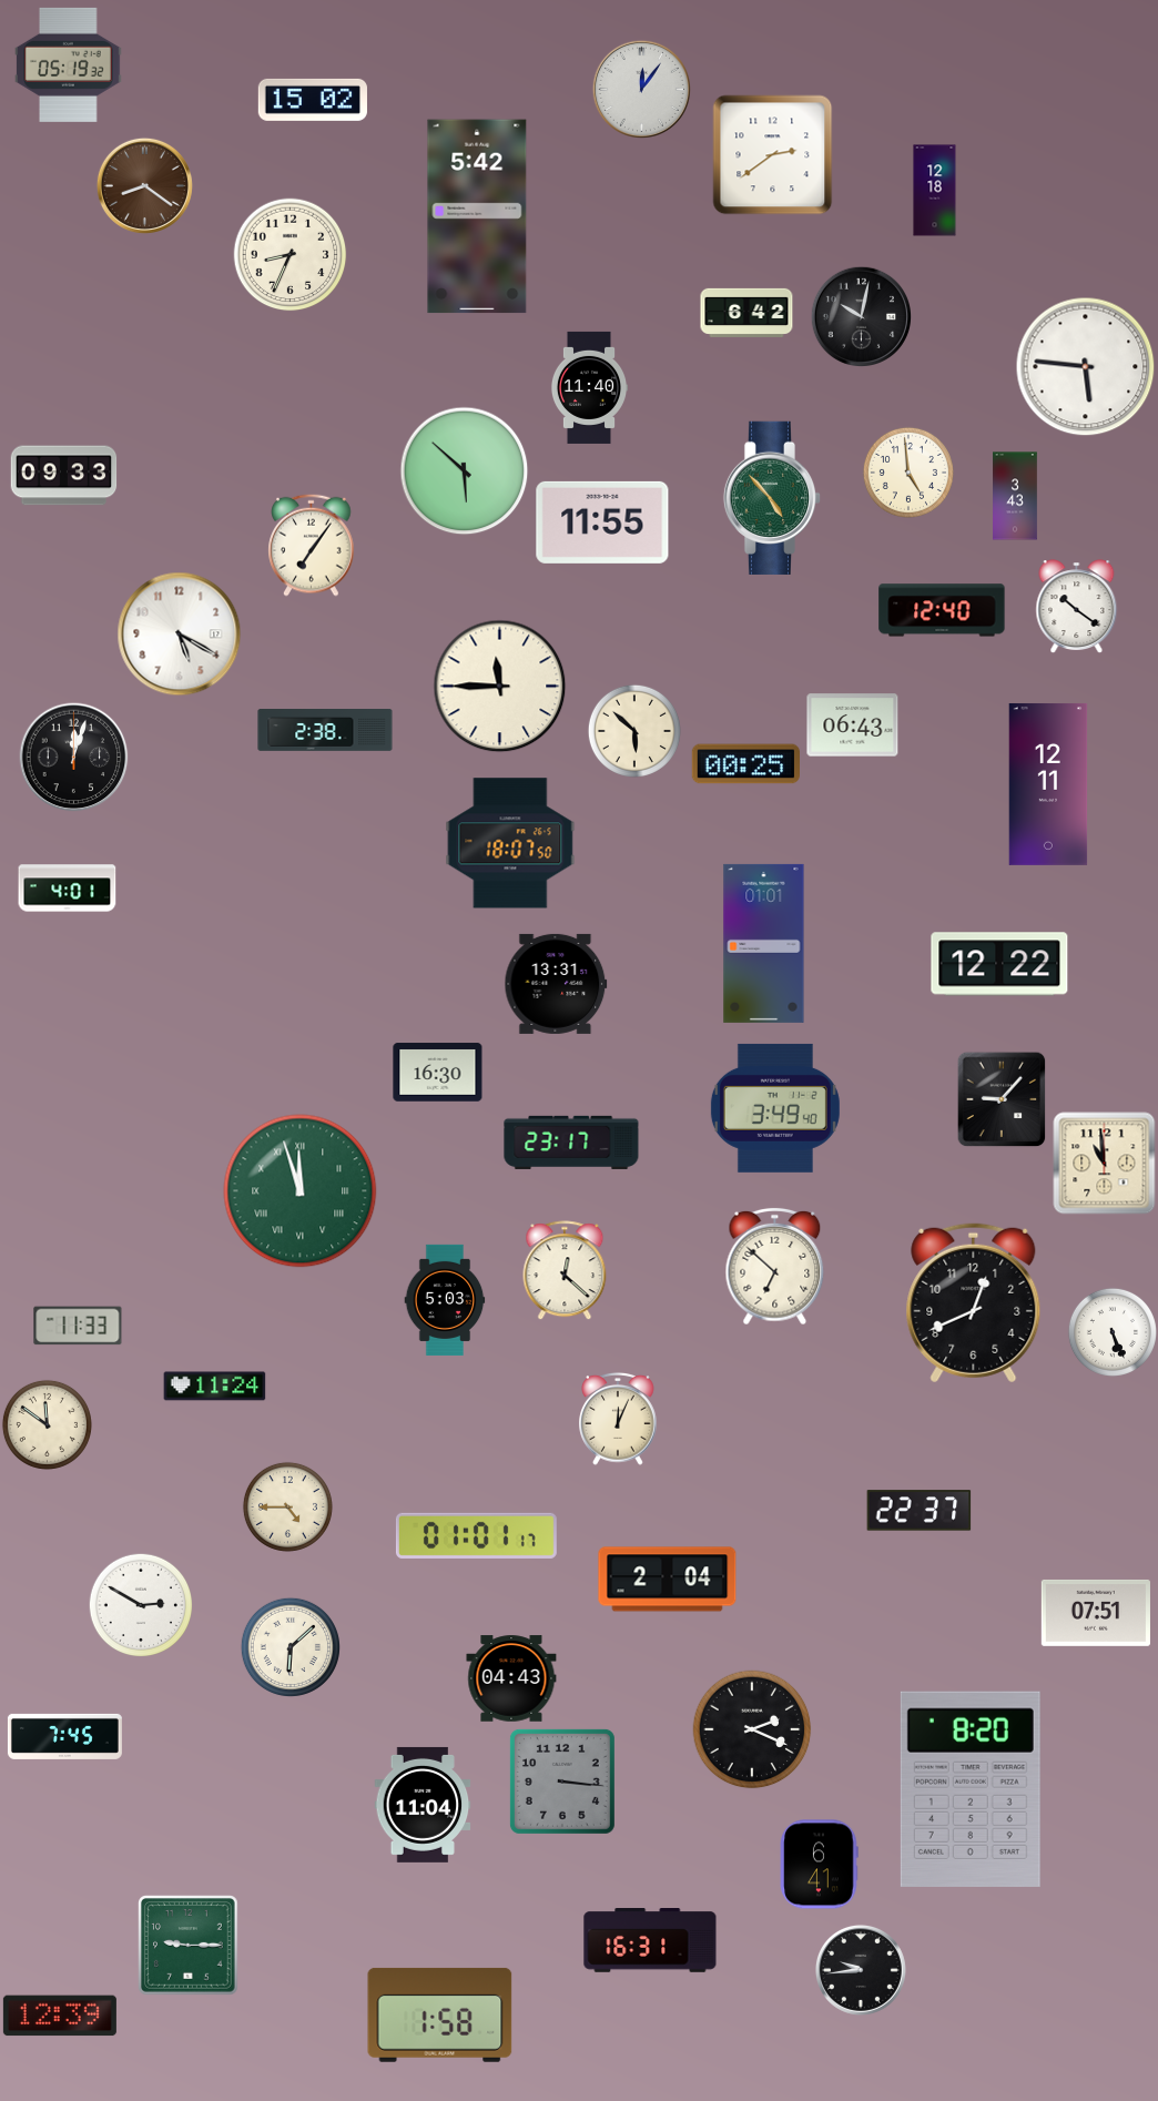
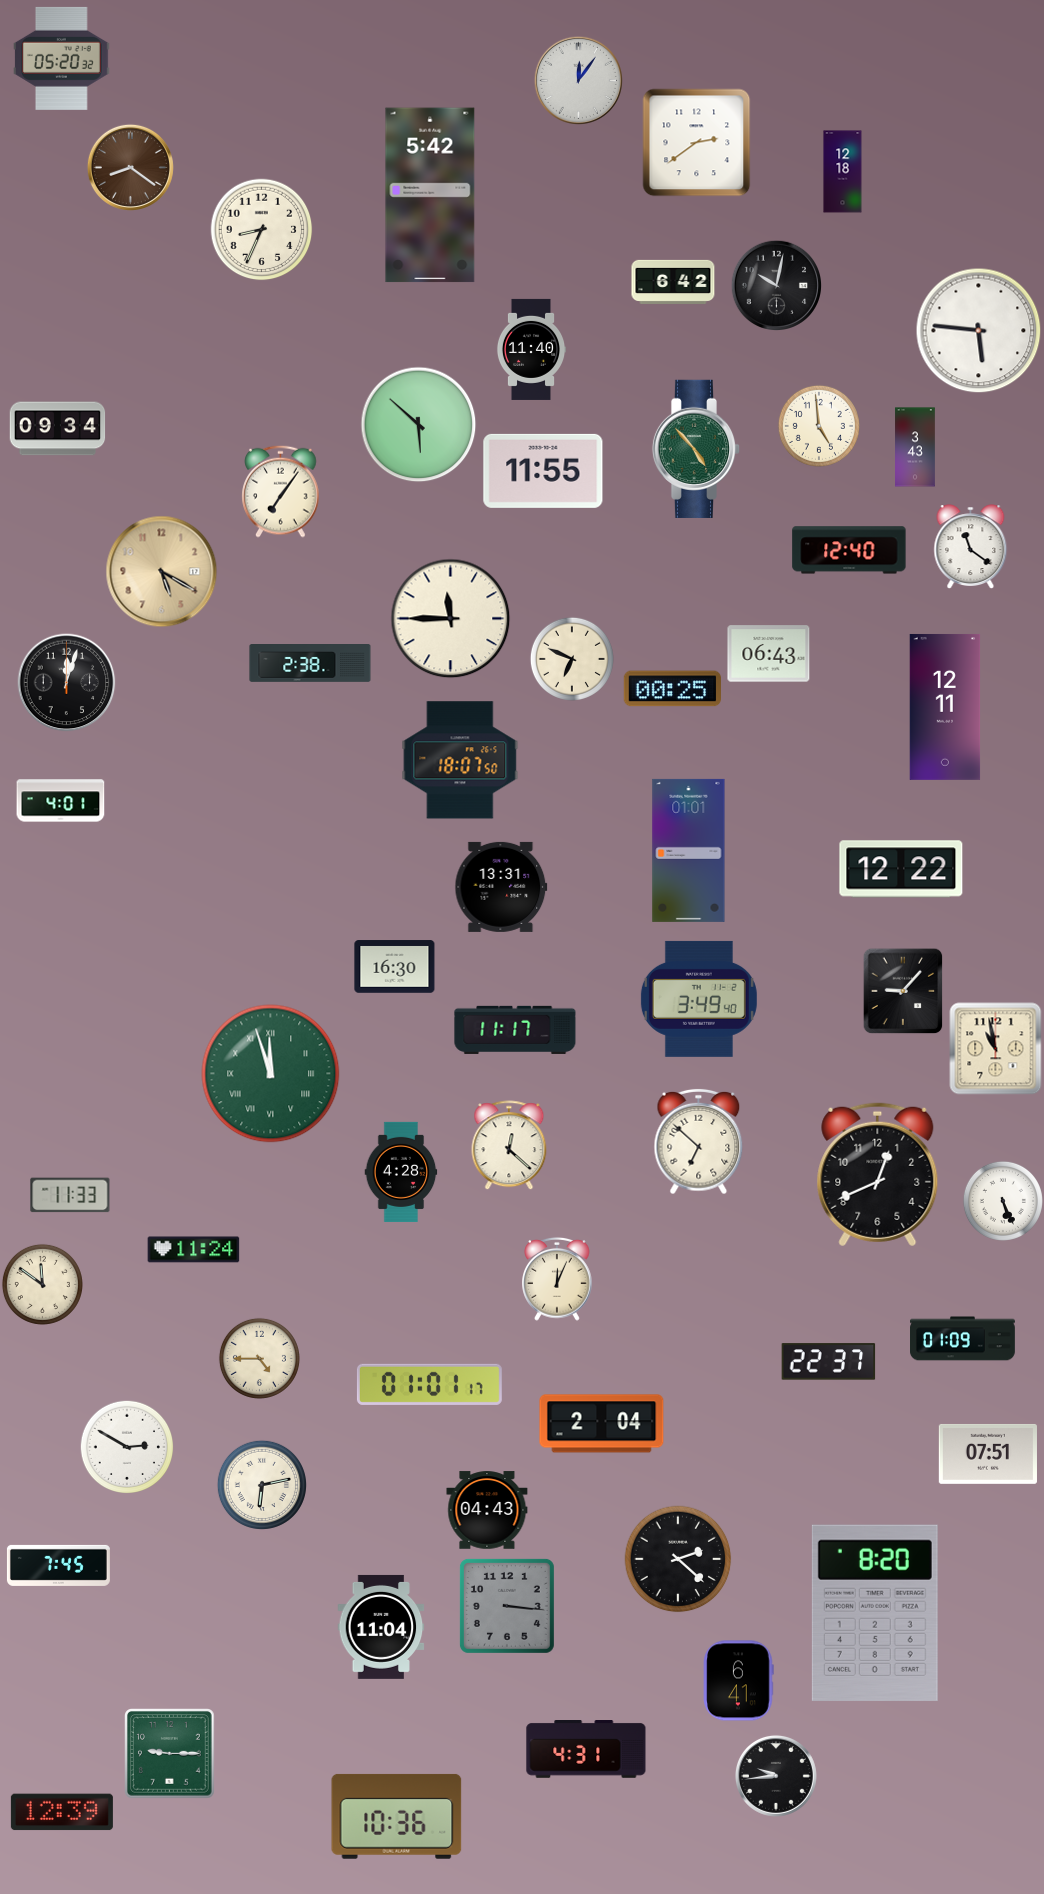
clock at (69, 64): 05:19 -> 05:20
clock at (313, 100): 15:02 -> none
clock at (773, 155) position: (773, 155) -> (697, 143)
clock at (64, 476): 09:33 -> 09:34
clock at (1077, 606): 10:21 -> 11:21
clock at (180, 635) dial: white -> champagne
clock at (325, 731) position: (325, 731) -> (310, 664)
clock at (634, 731): 5:52 -> 6:49
clock at (571, 1143): 23:17 -> 11:17
clock at (1105, 1164): 10:59 -> 10:58
clock at (445, 1300): 5:03 -> 4:28
clock at (963, 1339): none -> 01:09
clock at (289, 1646): 6:08 -> 6:13
clock at (511, 1678) position: (511, 1678) -> (487, 1510)
clock at (752, 1729): 2:19 -> 2:22
clock at (650, 1941): 16:31 -> 4:31
clock at (440, 2014): 1:58 -> 10:36
clock at (60, 2016) position: (60, 2016) -> (62, 1812)
